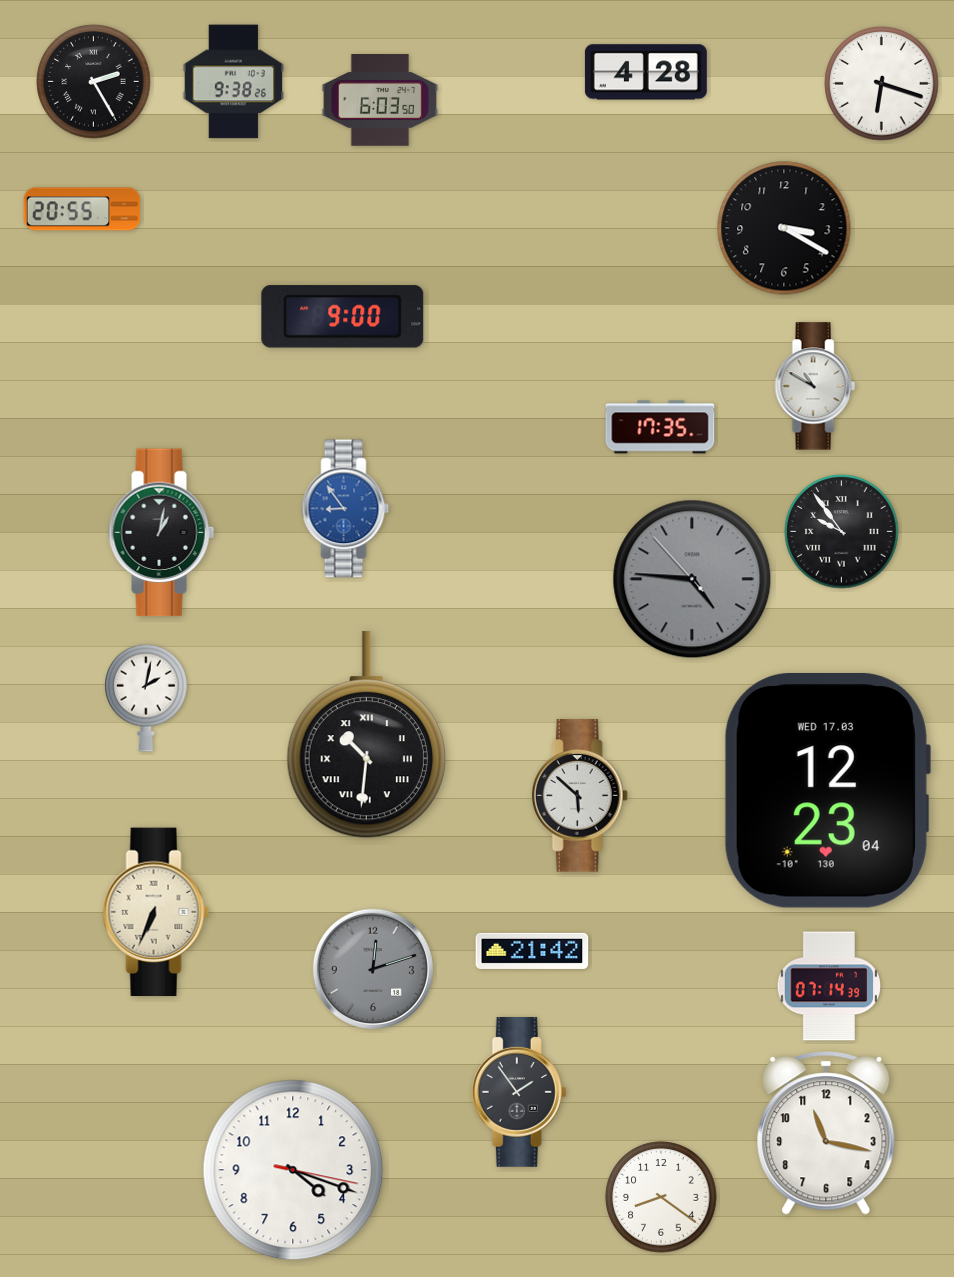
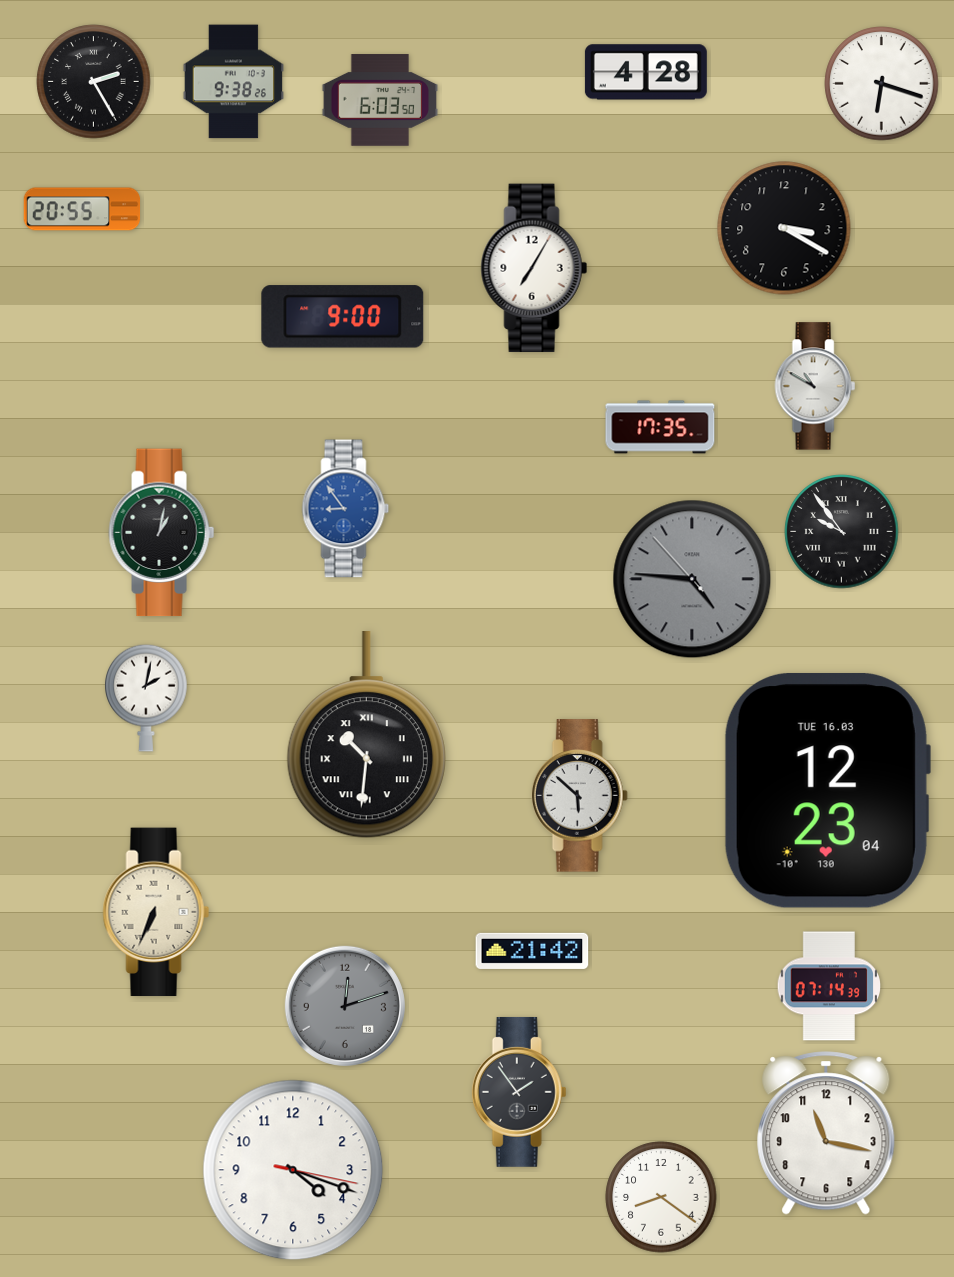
clock at (534, 268): none -> 7:05
clock at (827, 790) date: WED 17.03 -> TUE 16.03
clock at (373, 969) position: (373, 969) -> (345, 1006)
